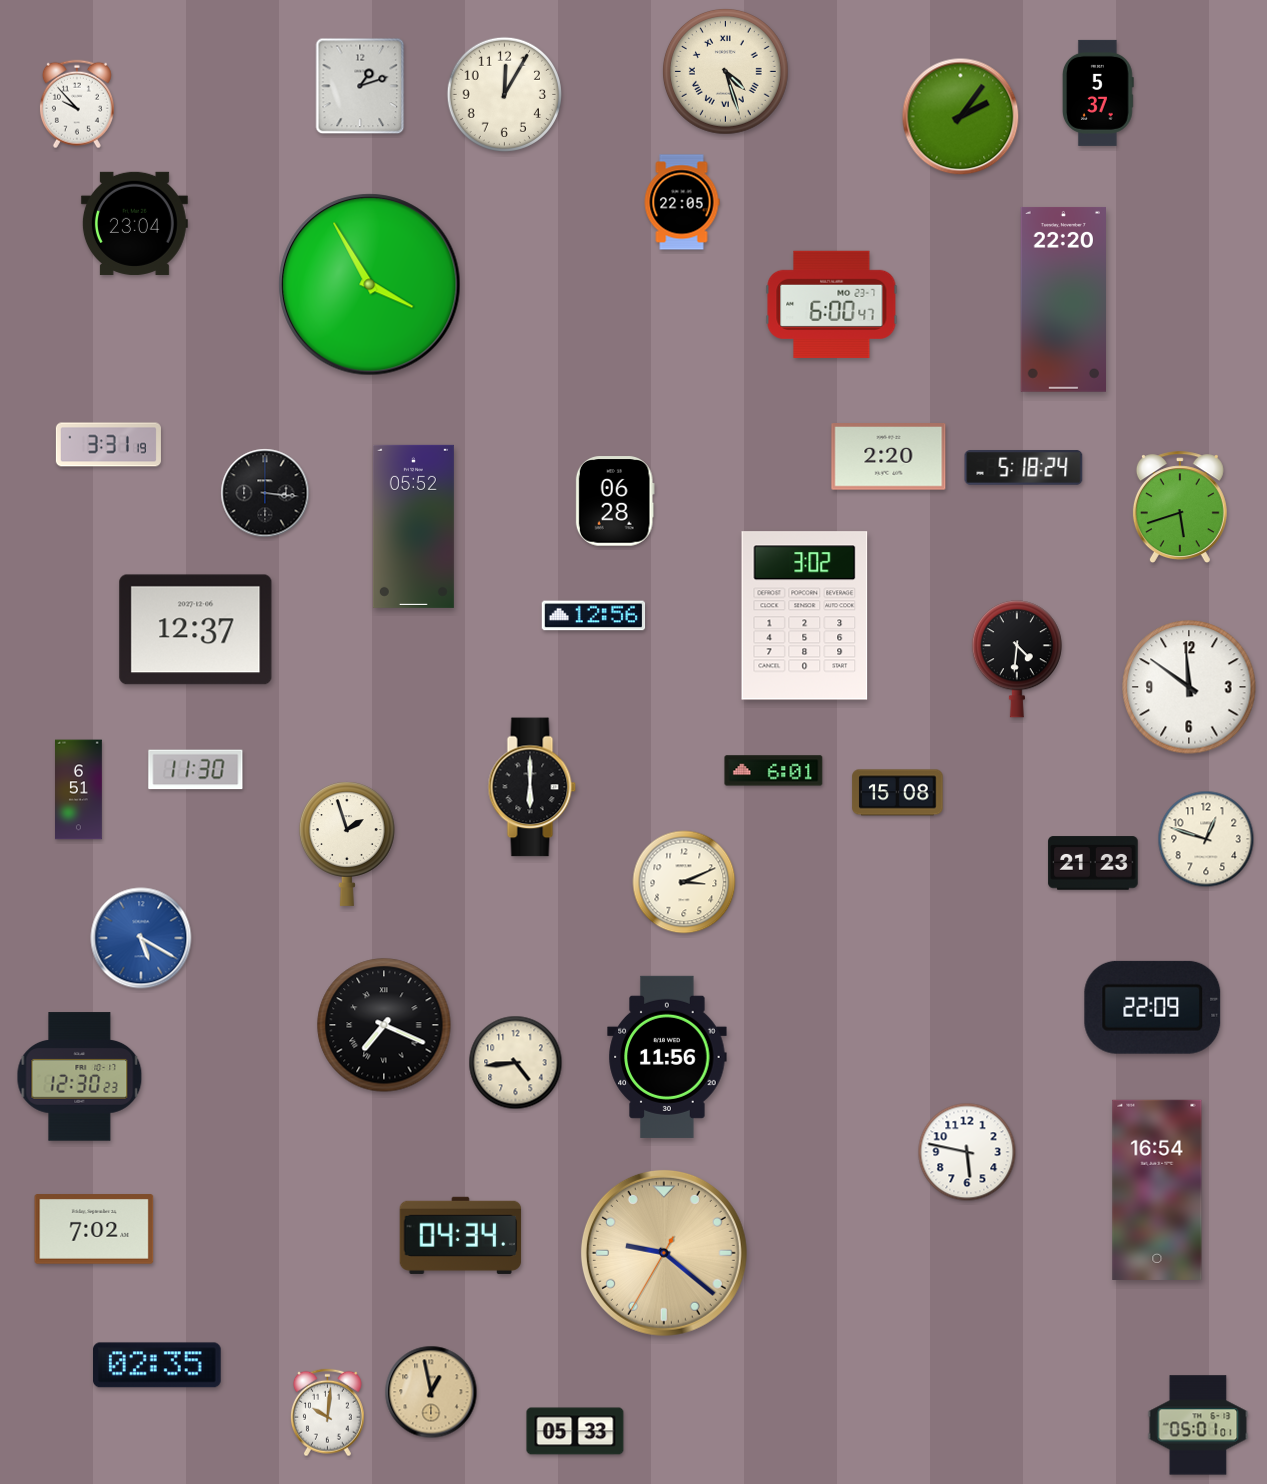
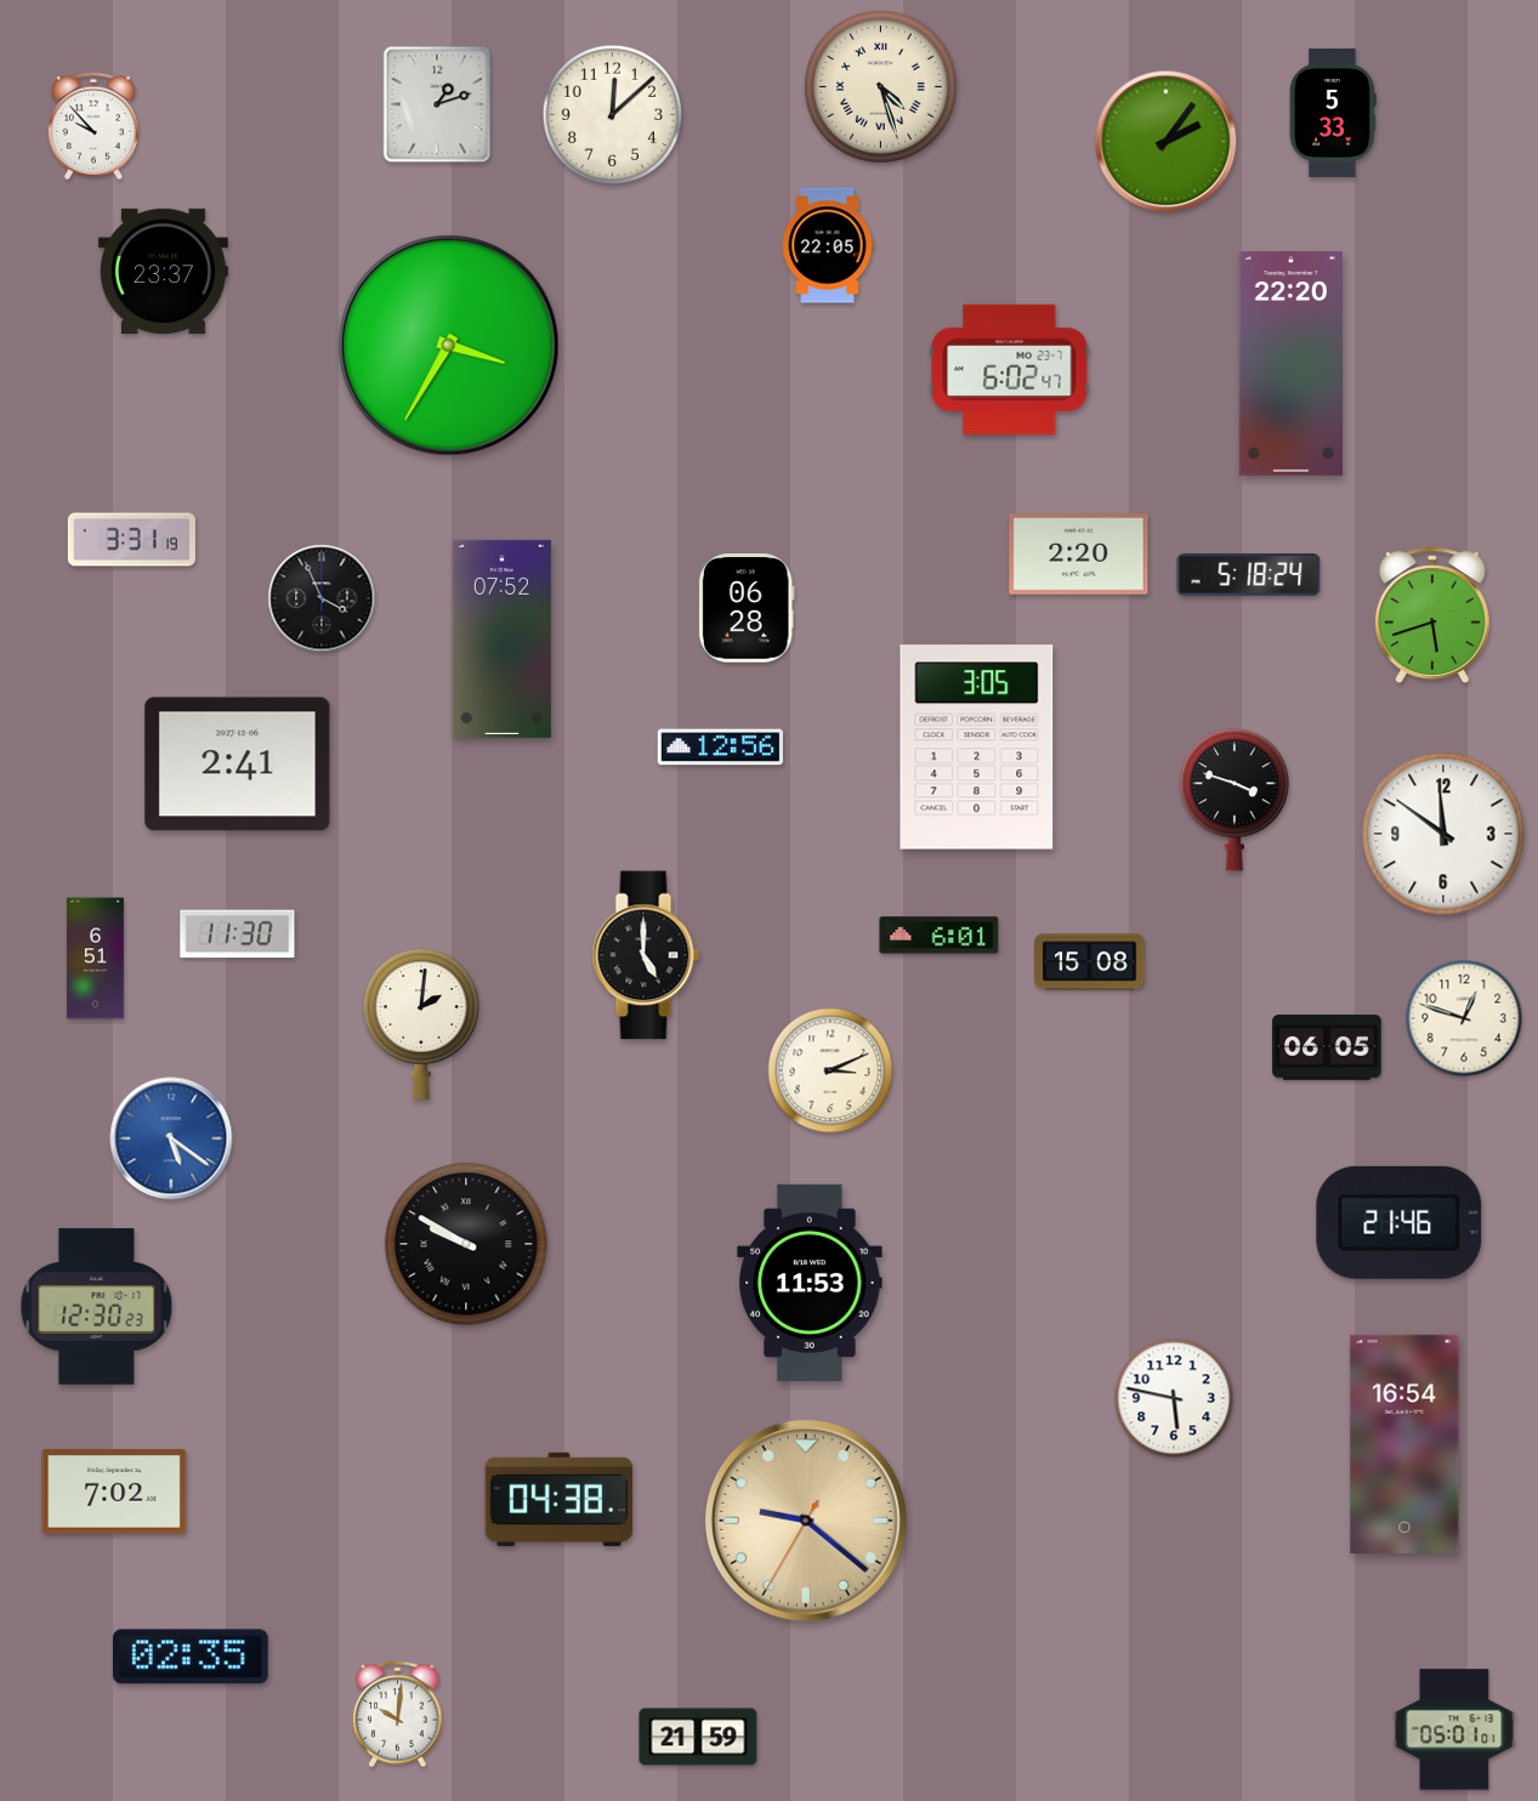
clock at (1099, 93): 5:37 -> 5:33
clock at (504, 94): 12:05 -> 12:08
clock at (134, 223): 23:04 -> 23:37
clock at (370, 285): 3:55 -> 3:35
clock at (832, 304): 6:00 -> 6:02
clock at (1024, 468) position: (1024, 468) -> (1249, 575)
clock at (265, 493): 3:16 -> 3:56
clock at (413, 526): 05:52 -> 07:52
clock at (805, 616): 3:02 -> 3:05
clock at (196, 630): 12:37 -> 2:41
clock at (1017, 659): 4:31 -> 3:48
clock at (532, 787): 6:00 -> 5:00
clock at (347, 844): 1:57 -> 2:01
clock at (1093, 863): 21:23 -> 06:05
clock at (141, 938): 5:20 -> 5:21
clock at (1153, 1007): 22:09 -> 21:46
clock at (384, 1025): 7:19 -> 9:50
clock at (667, 1057): 11:56 -> 11:53
clock at (516, 1063): 4:44 -> none
clock at (461, 1235): 04:34 -> 04:38
clock at (431, 1392): 12:58 -> none
clock at (575, 1431): 05:33 -> 21:59
